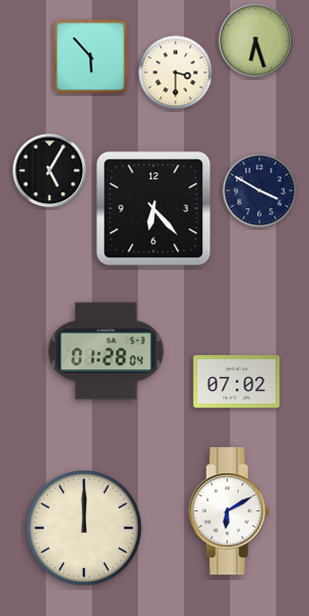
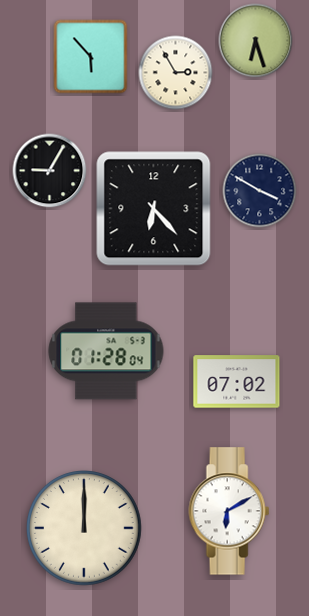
clock at (176, 73): 3:30 -> 2:55
clock at (50, 171): 5:05 -> 9:05
